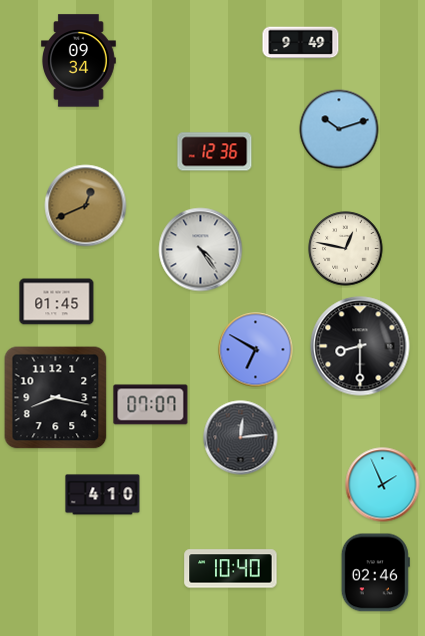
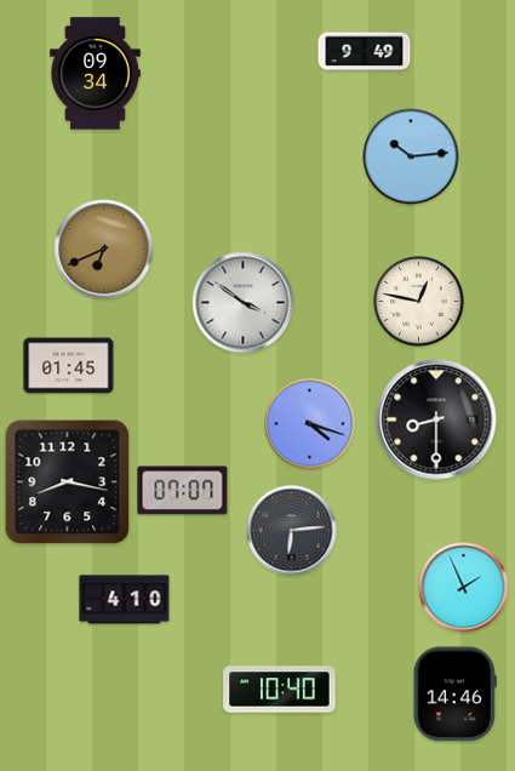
clock at (339, 129): 10:12 -> 10:14
clock at (215, 152): 12:36 -> none
clock at (86, 206): 12:41 -> 6:41
clock at (201, 250): 4:24 -> 3:51
clock at (256, 350): 6:50 -> 4:18
clock at (241, 438): 12:14 -> 6:14
clock at (375, 573): 02:46 -> 14:46
